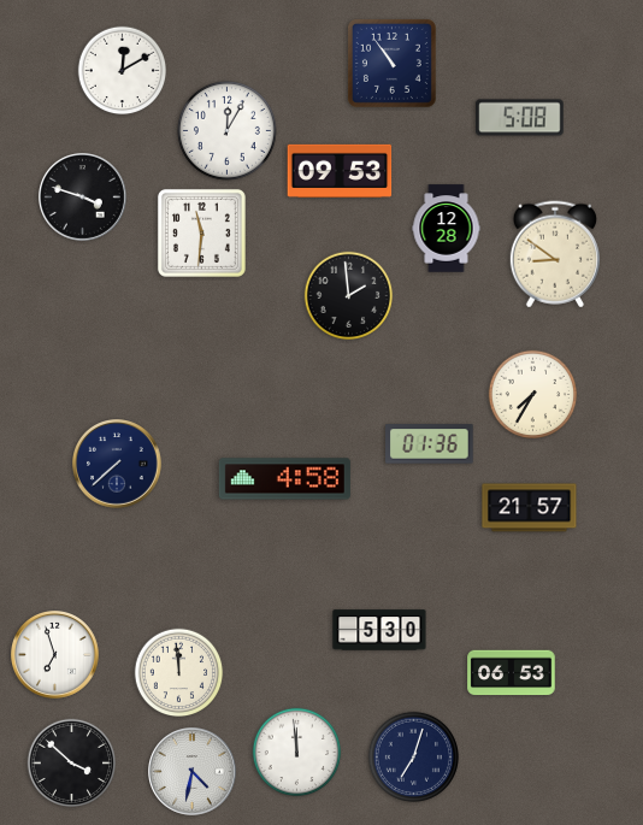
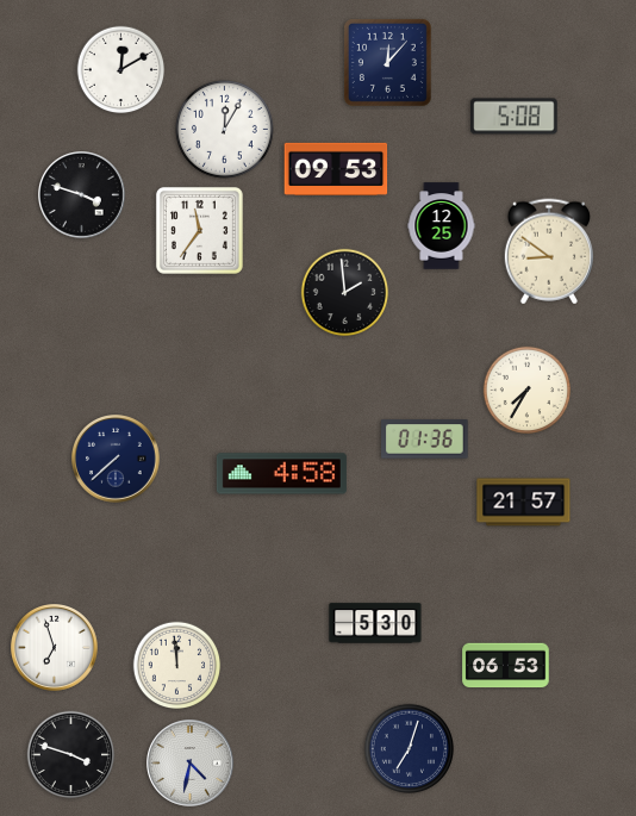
clock at (391, 63): 10:54 -> 12:07
clock at (447, 229): 12:28 -> 12:25
clock at (201, 232): 11:31 -> 11:36
clock at (297, 753): 11:59 -> none
clock at (72, 764): 3:52 -> 3:48
